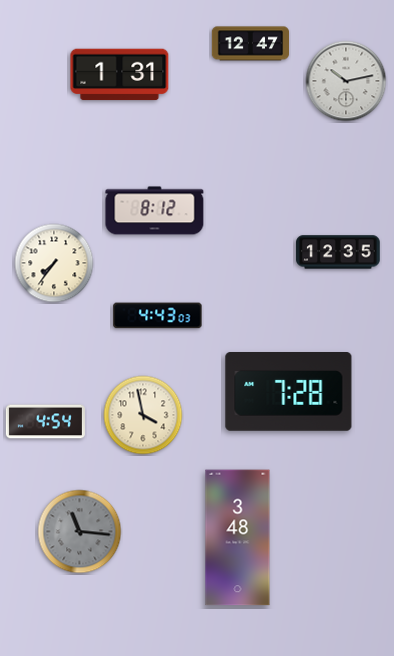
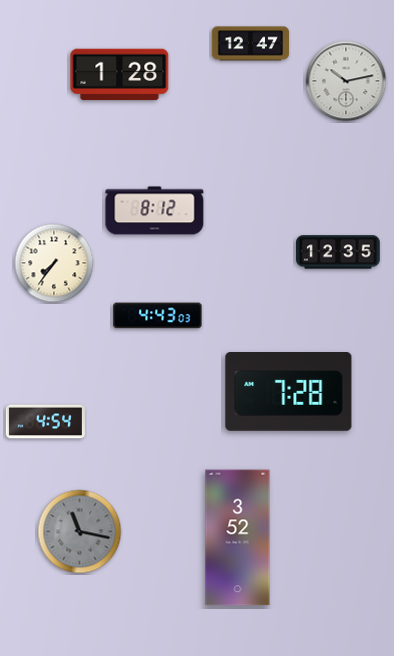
clock at (120, 75): 1:31 -> 1:28
clock at (143, 415): 3:58 -> none
clock at (80, 532): 11:16 -> 11:17
clock at (238, 538): 3:48 -> 3:52
